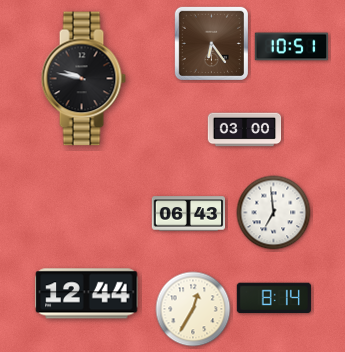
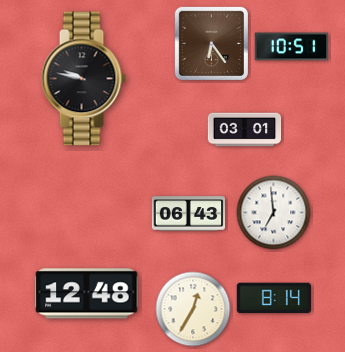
clock at (245, 130): 03:00 -> 03:01
clock at (87, 294): 12:44 -> 12:48
